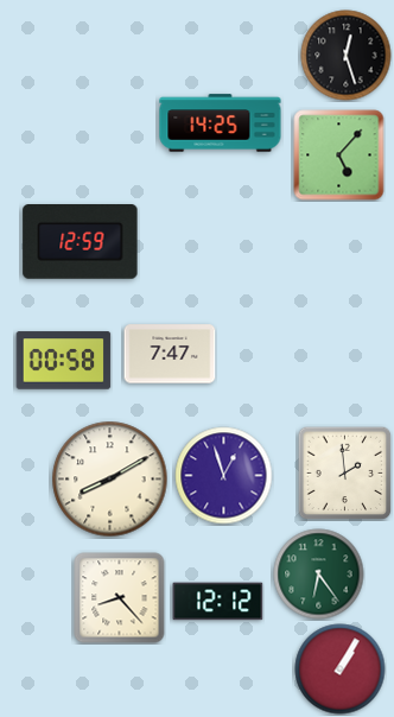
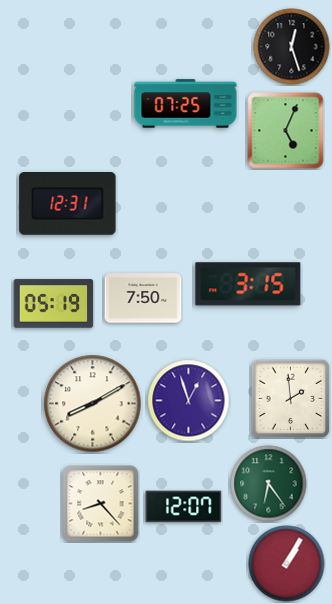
clock at (221, 123): 14:25 -> 07:25
clock at (339, 156): 5:07 -> 5:04
clock at (81, 242): 12:59 -> 12:31
clock at (248, 284): none -> 3:15
clock at (170, 354): 7:47 -> 7:50
clock at (64, 361): 00:58 -> 05:19
clock at (218, 602): 12:12 -> 12:07
